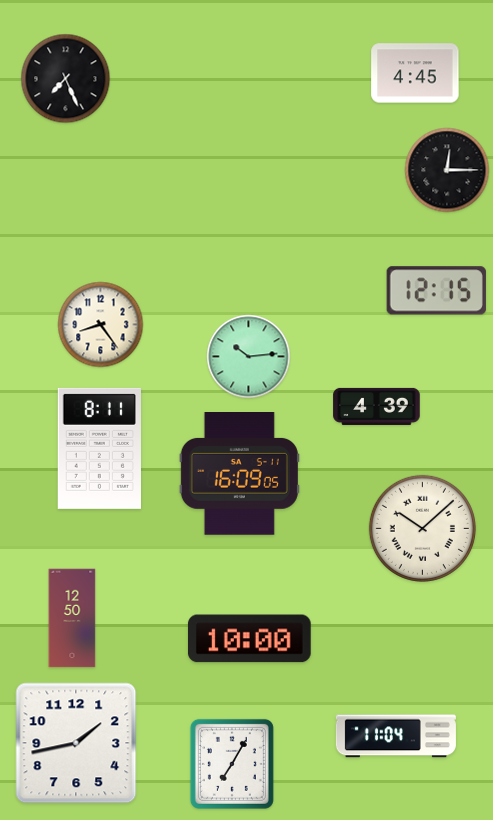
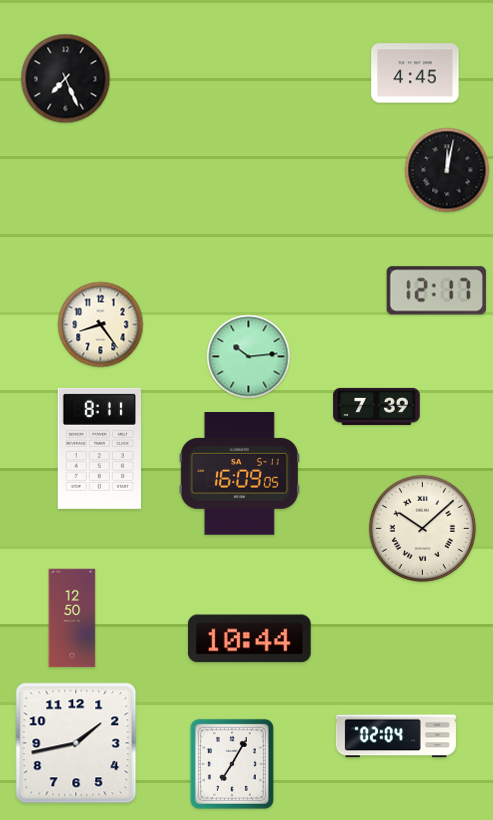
clock at (447, 170): 12:15 -> 12:02
clock at (436, 291): 12:15 -> 12:17
clock at (377, 406): 4:39 -> 7:39
clock at (249, 639): 10:00 -> 10:44
clock at (396, 736): 11:04 -> 02:04
